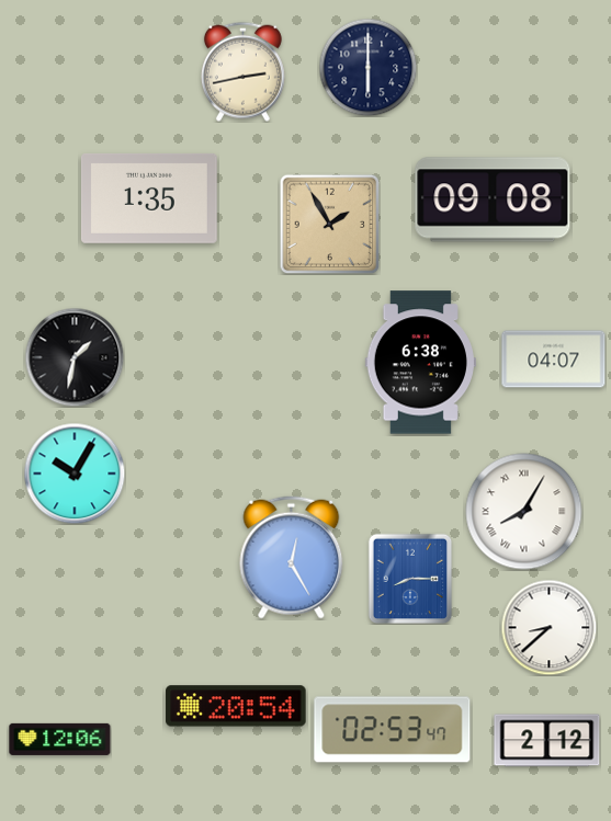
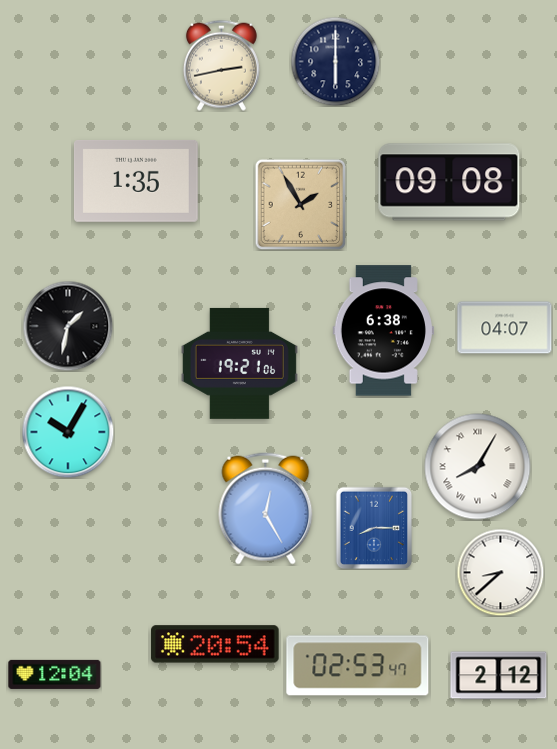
clock at (239, 363): none -> 19:21
clock at (60, 739): 12:06 -> 12:04
